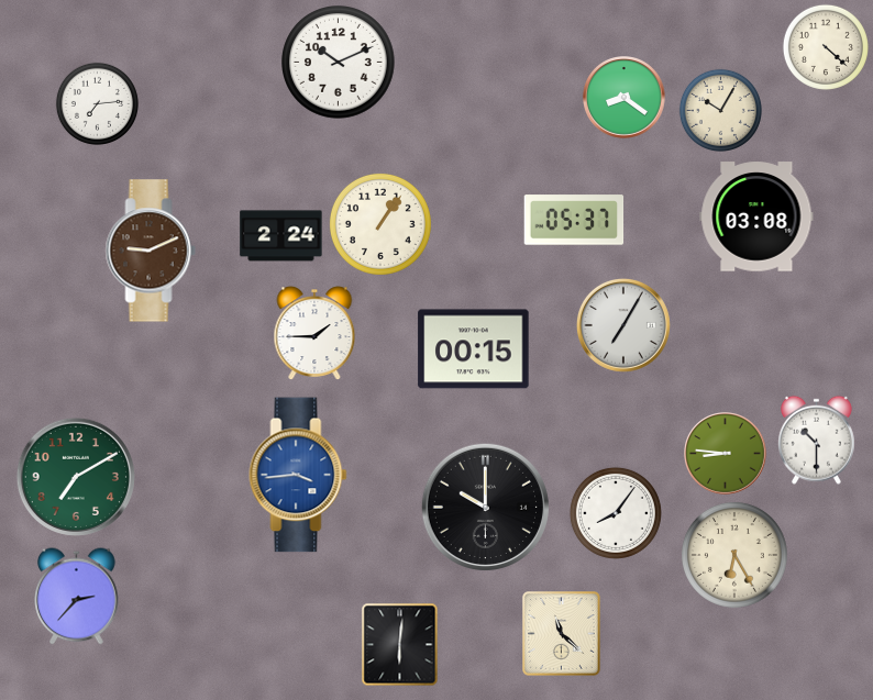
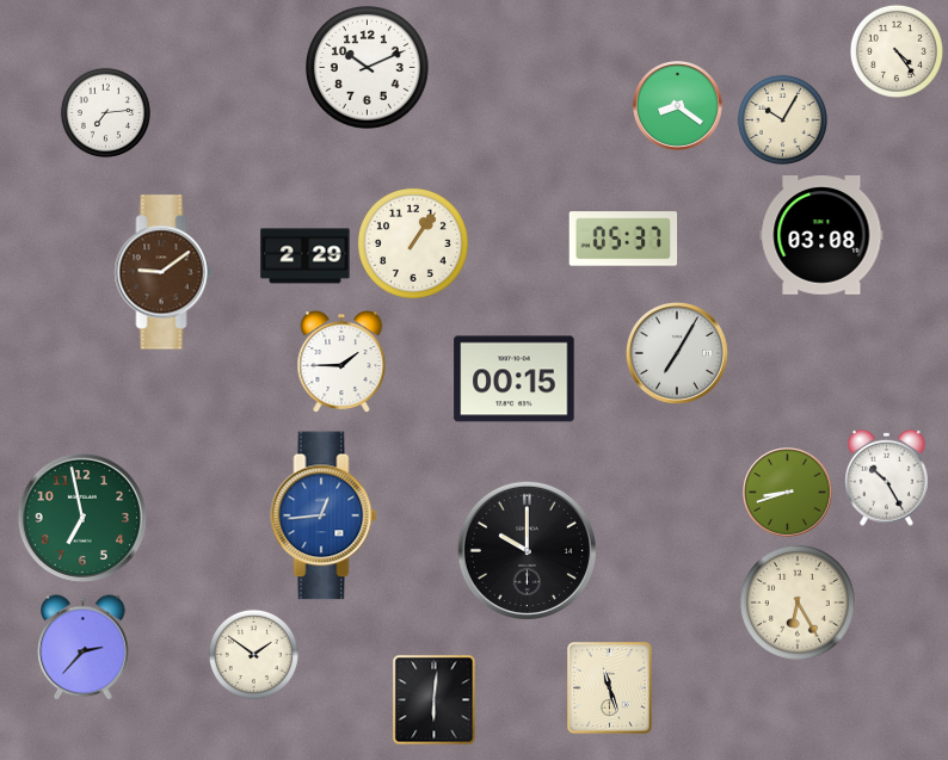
clock at (826, 47): 4:22 -> 4:24
clock at (281, 236): 2:24 -> 2:29
clock at (151, 251): 9:11 -> 9:09
clock at (816, 440): 10:30 -> 10:25
clock at (726, 454): 8:46 -> 8:42
clock at (298, 475): 3:44 -> 12:44
clock at (76, 477): 7:10 -> 6:58
clock at (616, 513): 8:06 -> none
clock at (253, 654): none -> 1:51
clock at (562, 634): 11:22 -> 11:27
